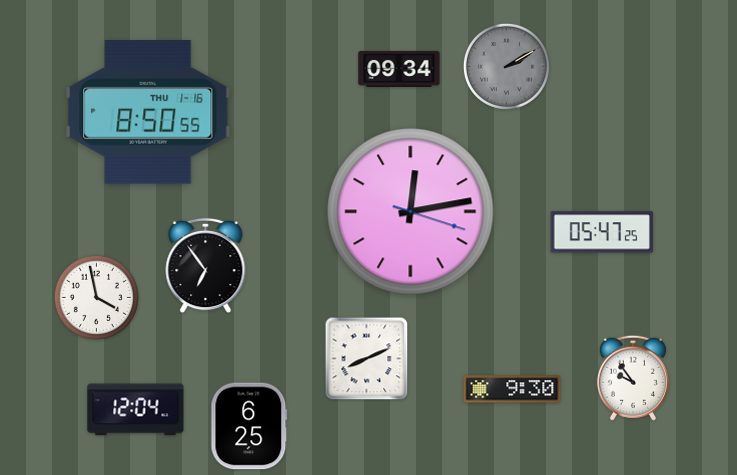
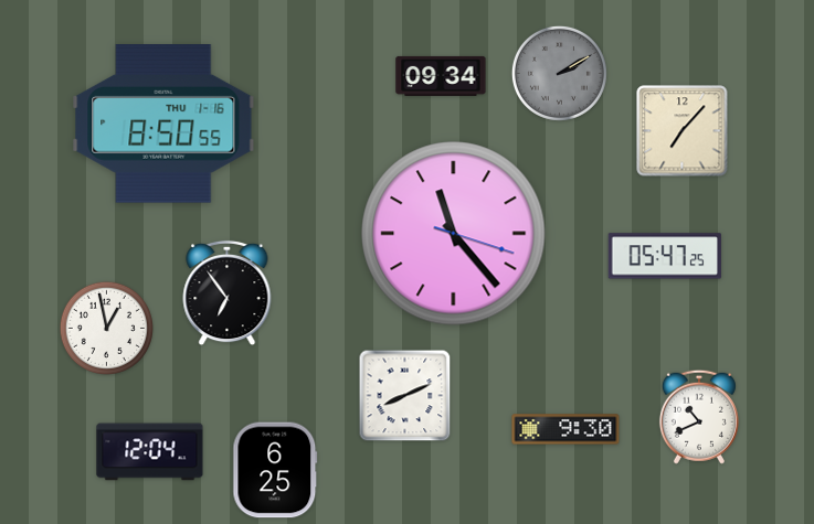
clock at (683, 131): none -> 7:07
clock at (411, 212): 12:13 -> 11:23
clock at (96, 297): 3:58 -> 12:58
clock at (633, 378): 9:54 -> 10:41
